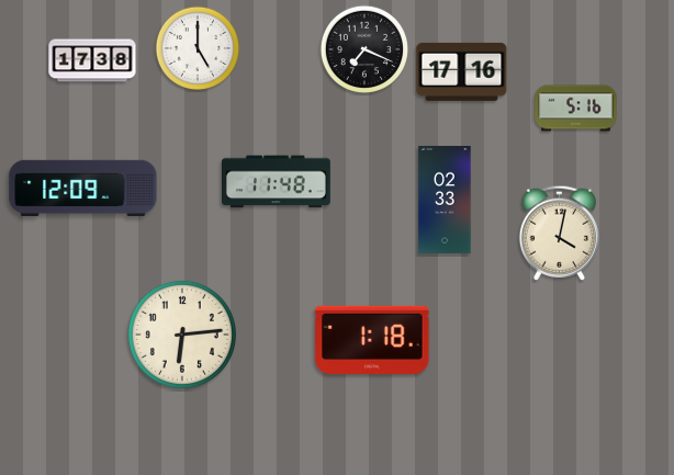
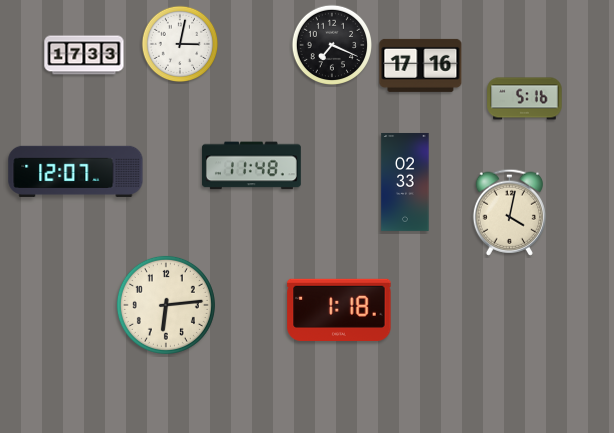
clock at (198, 48): 5:00 -> 3:02
clock at (92, 60): 17:38 -> 17:33
clock at (83, 188): 12:09 -> 12:07
